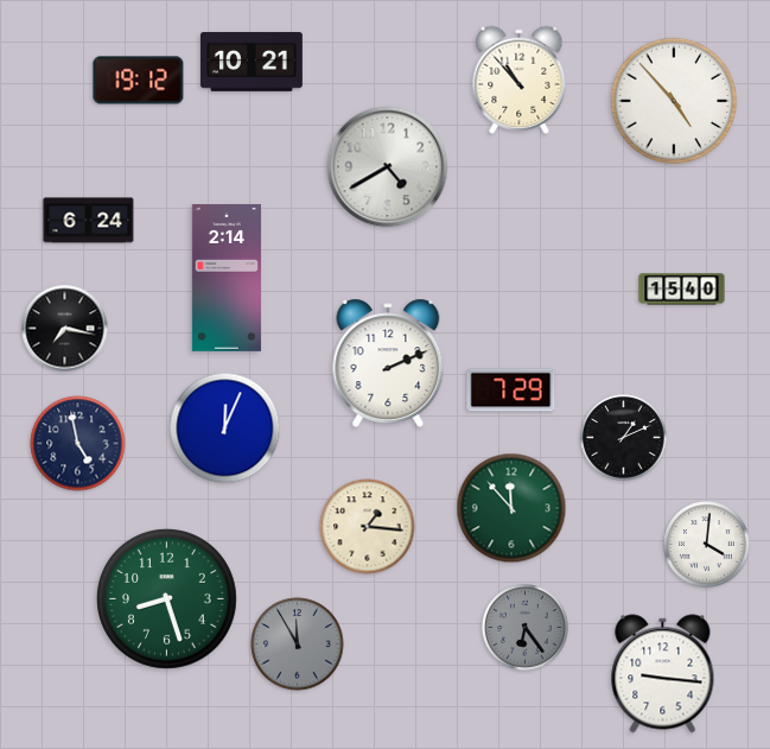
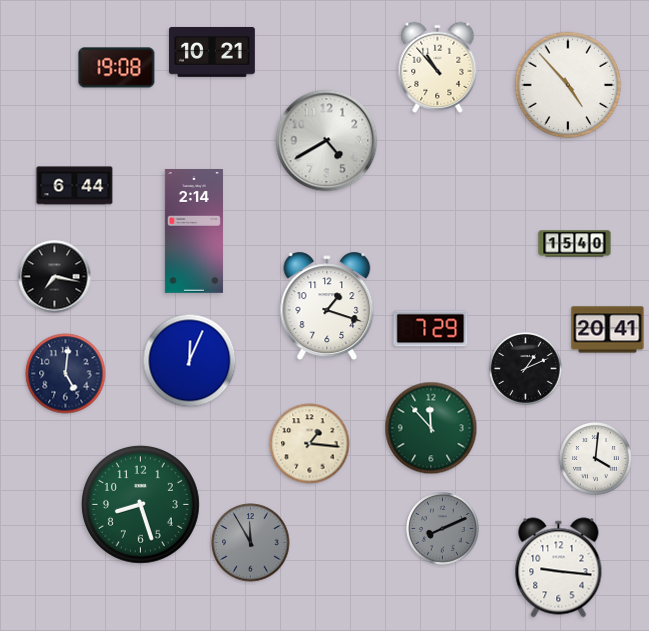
clock at (139, 81): 19:12 -> 19:08
clock at (89, 221): 6:24 -> 6:44
clock at (227, 279) position: (227, 279) -> (194, 232)
clock at (388, 363): 2:11 -> 1:18
clock at (608, 330): none -> 20:41
clock at (78, 444): 4:58 -> 5:01
clock at (526, 628): 6:24 -> 8:11
